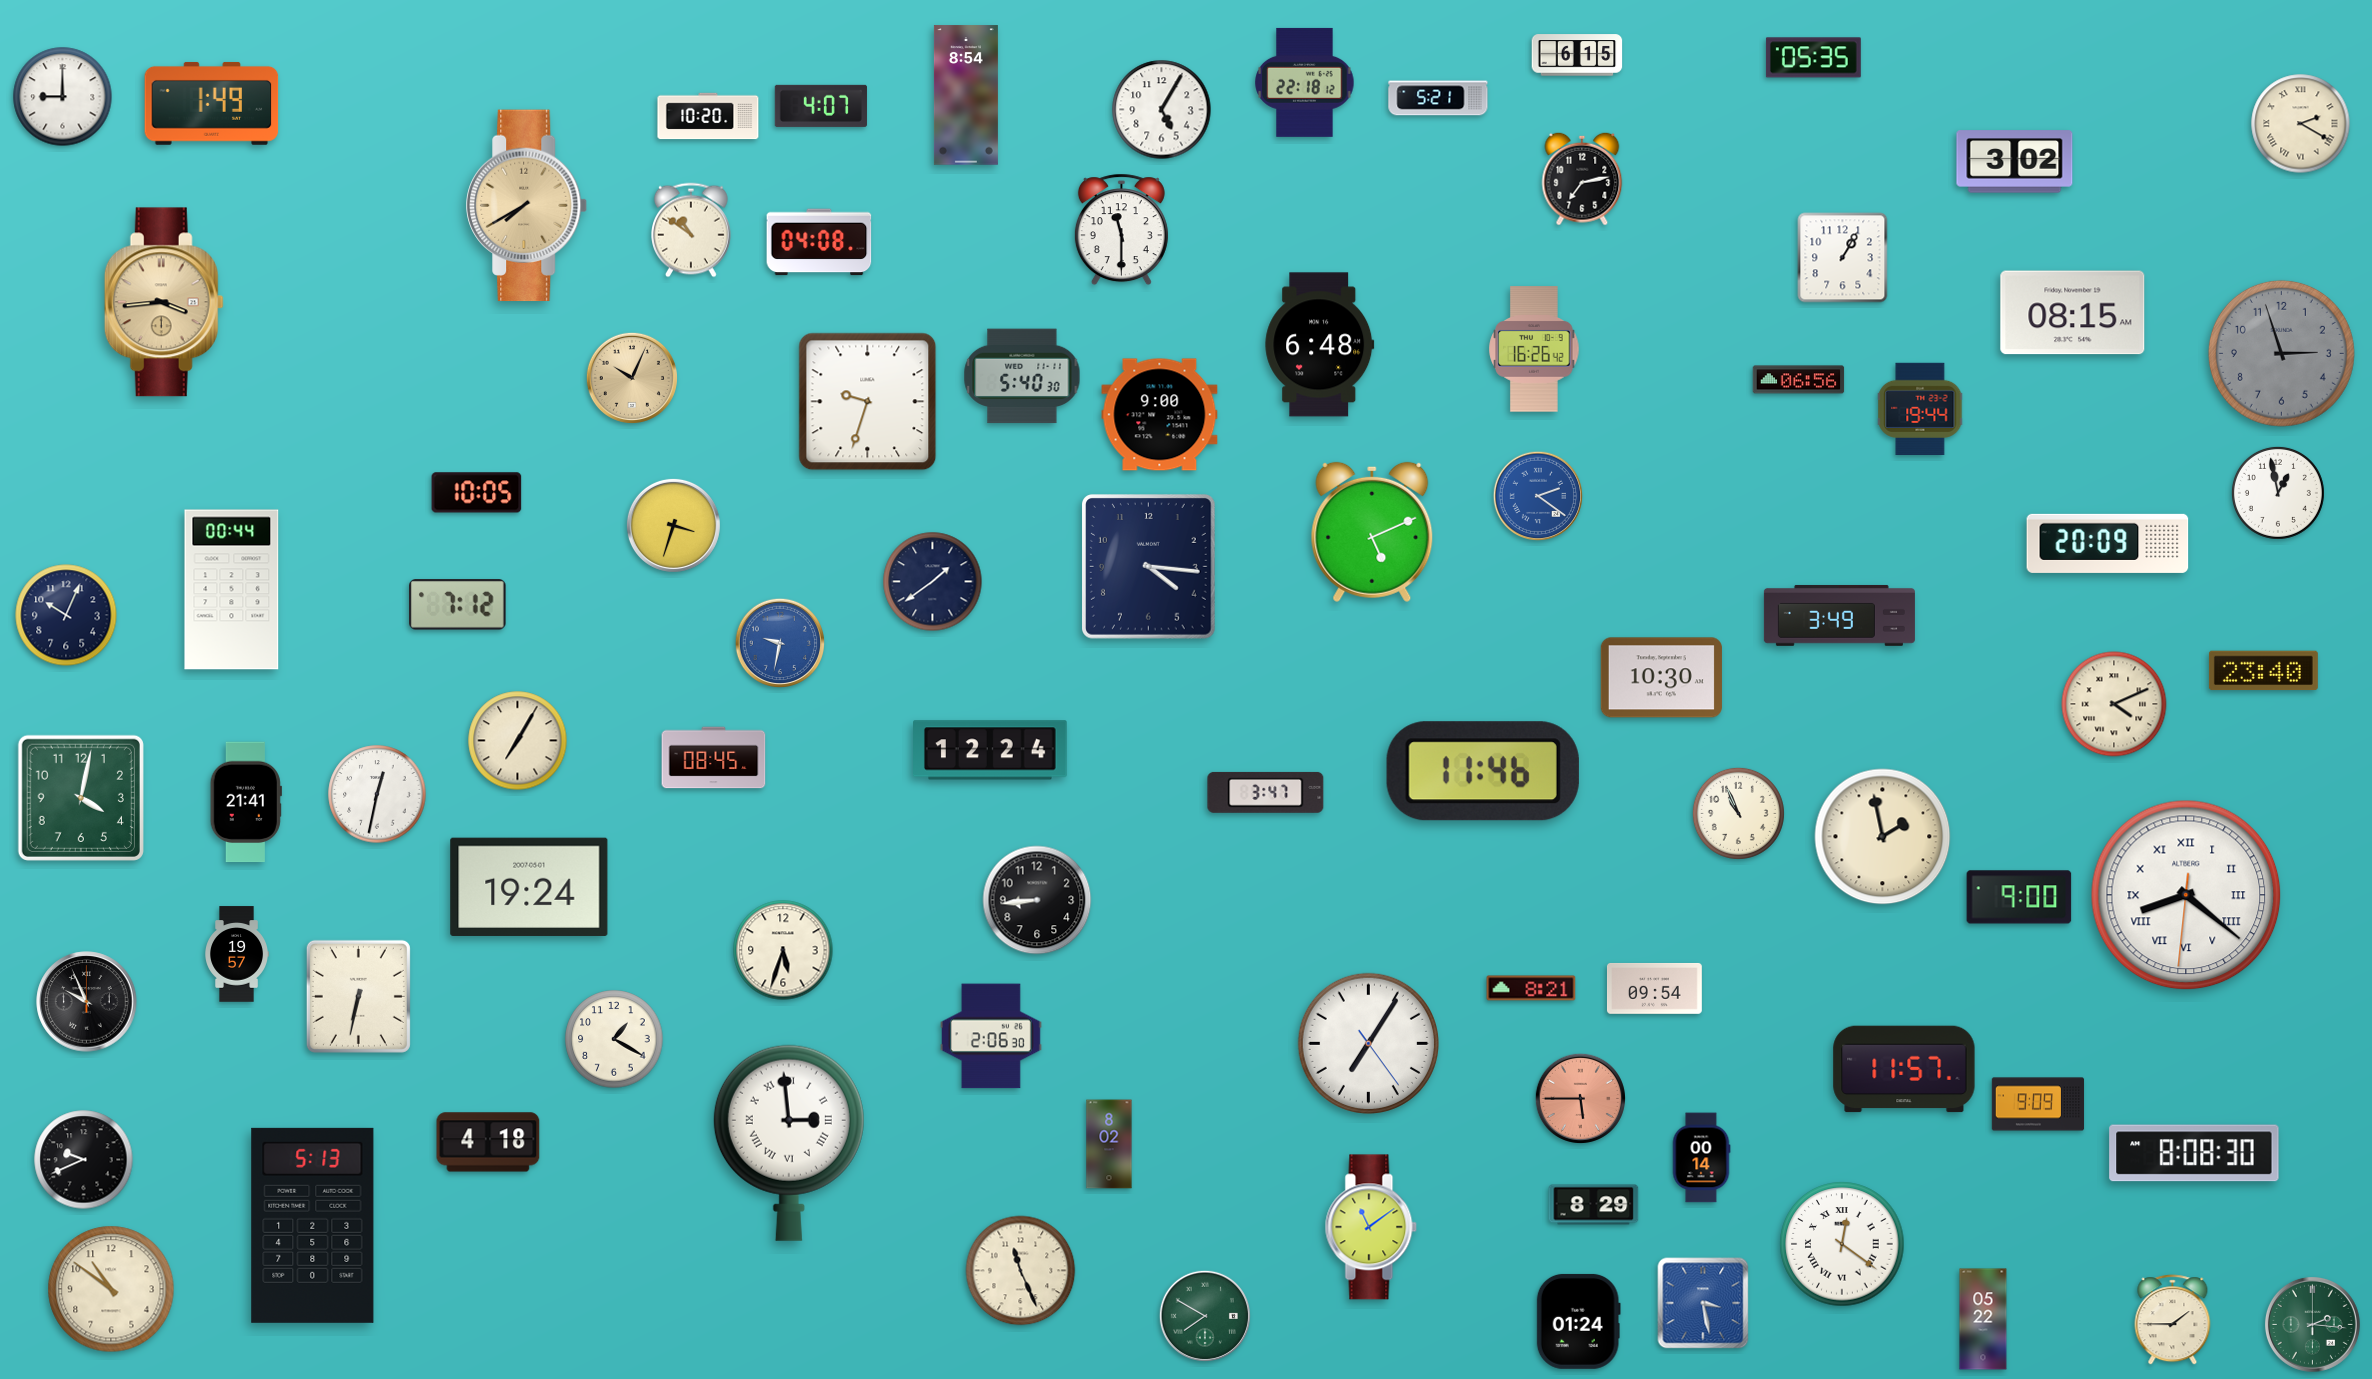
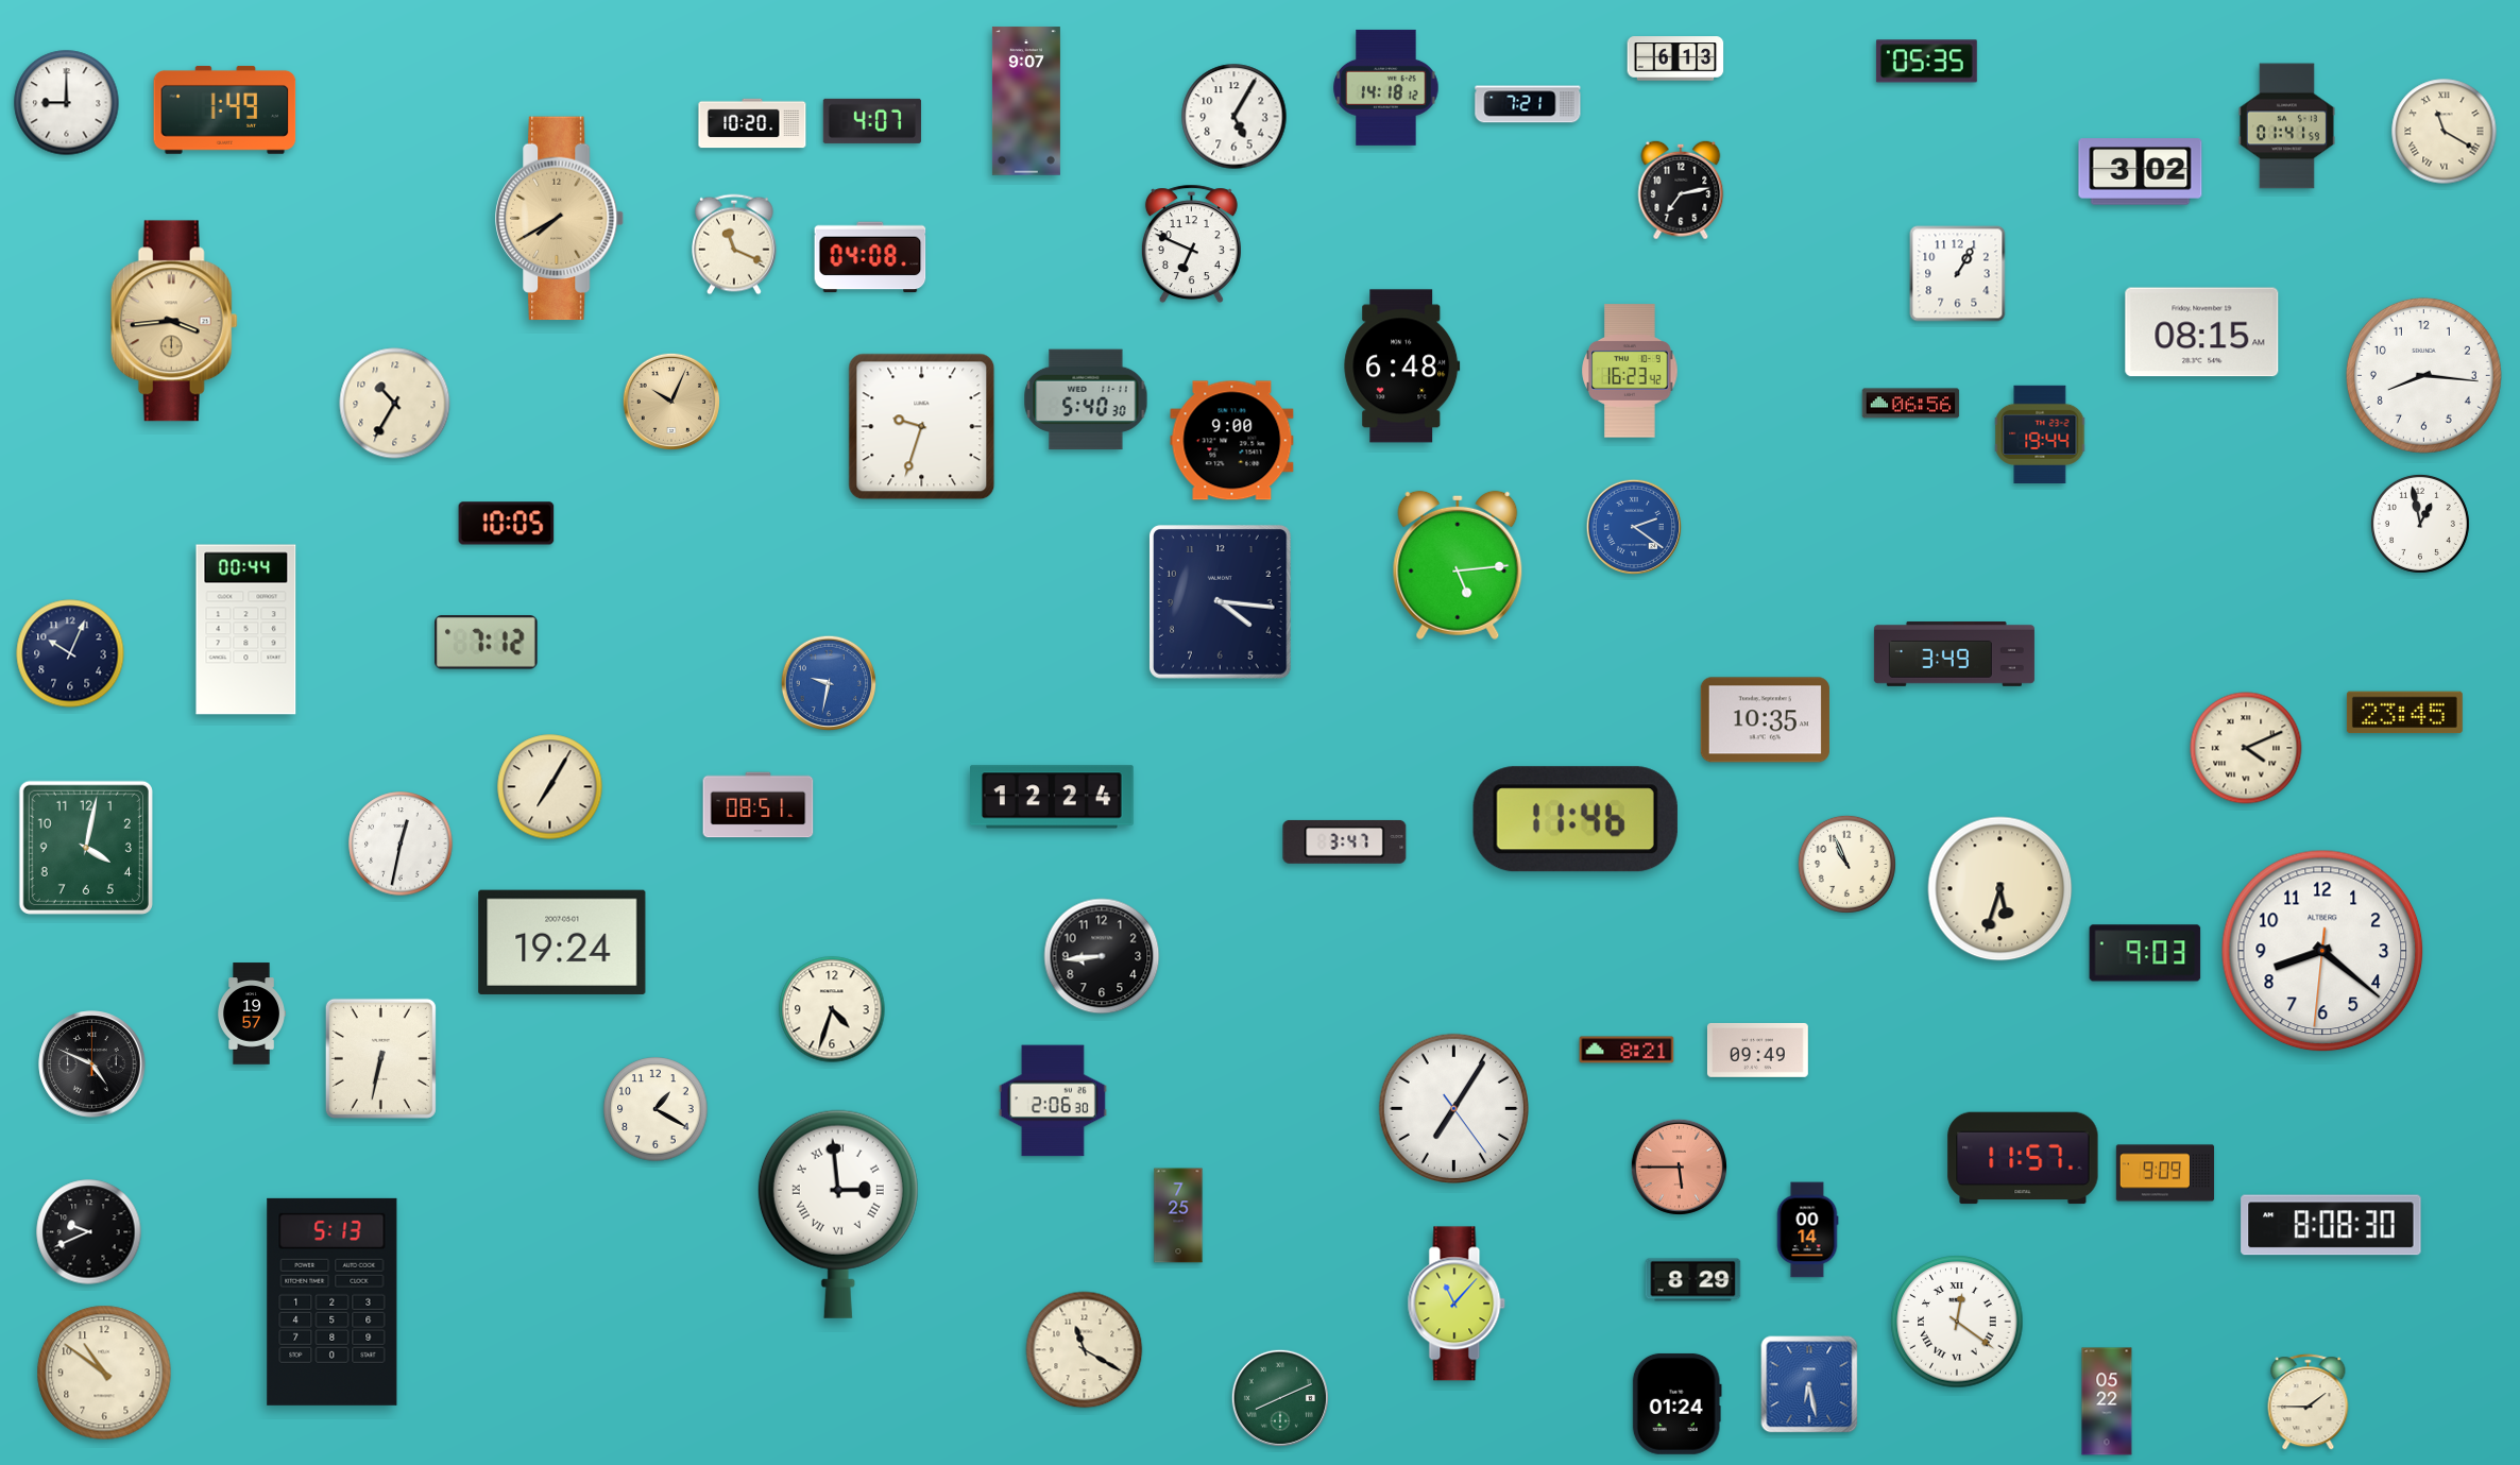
clock at (1577, 55): 6:15 -> 6:13
clock at (1305, 82): 22:18 -> 14:18
clock at (966, 95): 8:54 -> 9:07
clock at (1438, 98): 5:21 -> 7:21
clock at (821, 106) position: (821, 106) -> (872, 121)
clock at (2286, 126): none -> 01:41
clock at (2301, 124): 2:20 -> 11:20
clock at (692, 230): 10:51 -> 11:19
clock at (1121, 230): 11:30 -> 6:49
clock at (1534, 349): 16:26 -> 16:23
clock at (2281, 353): 2:57 -> 8:16
clock at (2281, 353) dial: grey -> white
clock at (395, 404): none -> 10:35
clock at (673, 525): 3:33 -> none
clock at (1372, 532): 5:11 -> 5:14
clock at (2108, 543): 20:09 -> none
clock at (933, 582): 1:39 -> none
clock at (232, 590) position: (232, 590) -> (246, 630)
clock at (2263, 671): 23:40 -> 23:45
clock at (1661, 678): 10:30 -> 10:35
clock at (714, 758): 08:45 -> 08:51
clock at (246, 802): 21:41 -> none
clock at (1883, 837): 1:58 -> 5:33
clock at (2186, 895) numerals: Roman -> Arabic
clock at (2019, 897): 9:00 -> 9:03
clock at (783, 950): 5:33 -> 4:33
clock at (1654, 988): 09:54 -> 09:49
clock at (87, 1002): 9:56 -> 4:49
clock at (614, 1039) position: (614, 1039) -> (655, 1109)
clock at (1904, 1069) position: (1904, 1069) -> (2023, 1158)
clock at (488, 1142): 4:18 -> none
clock at (1109, 1144): 8:02 -> 7:25
clock at (1371, 1227): 11:09 -> 11:07
clock at (1021, 1271): 11:26 -> 11:20
clock at (111, 1289) position: (111, 1289) -> (104, 1373)
clock at (1703, 1303): 3:28 -> 6:28
clock at (1205, 1316): 7:50 -> 8:11
clock at (2312, 1324): 2:16 -> none
